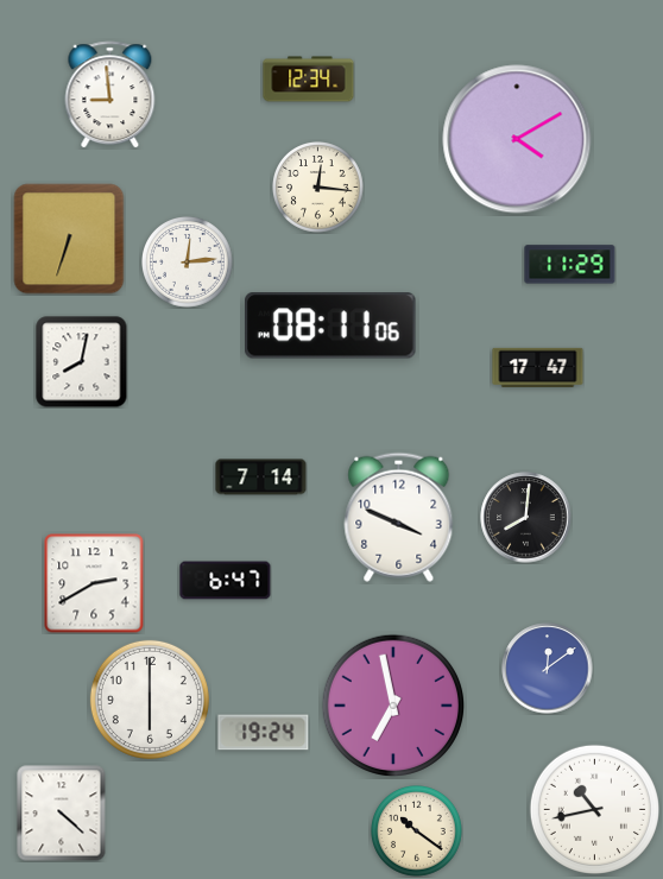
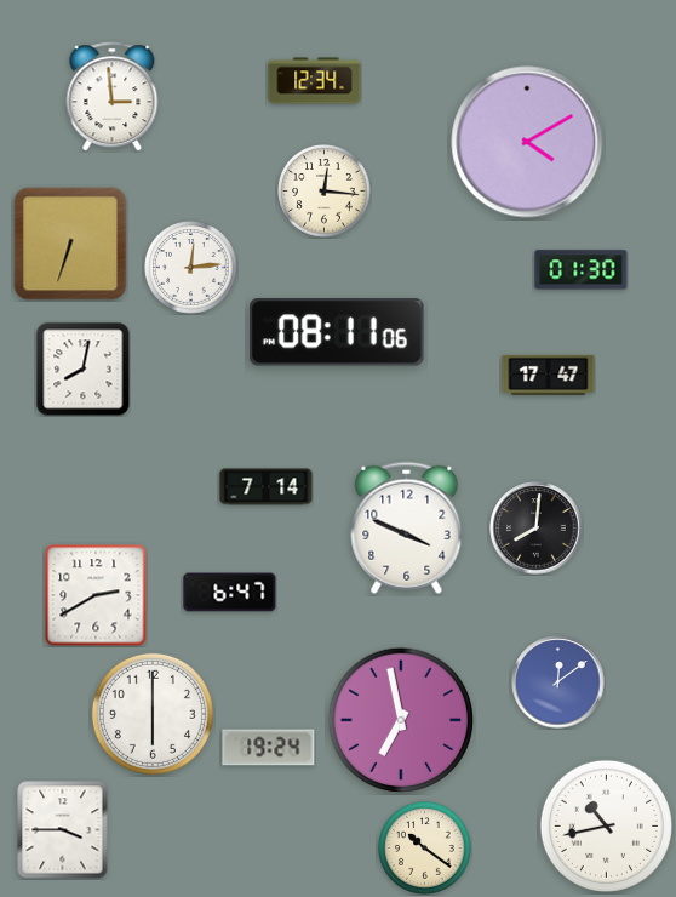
clock at (110, 95): 8:59 -> 2:59
clock at (570, 265): 11:29 -> 01:30
clock at (62, 814): 4:22 -> 3:45
